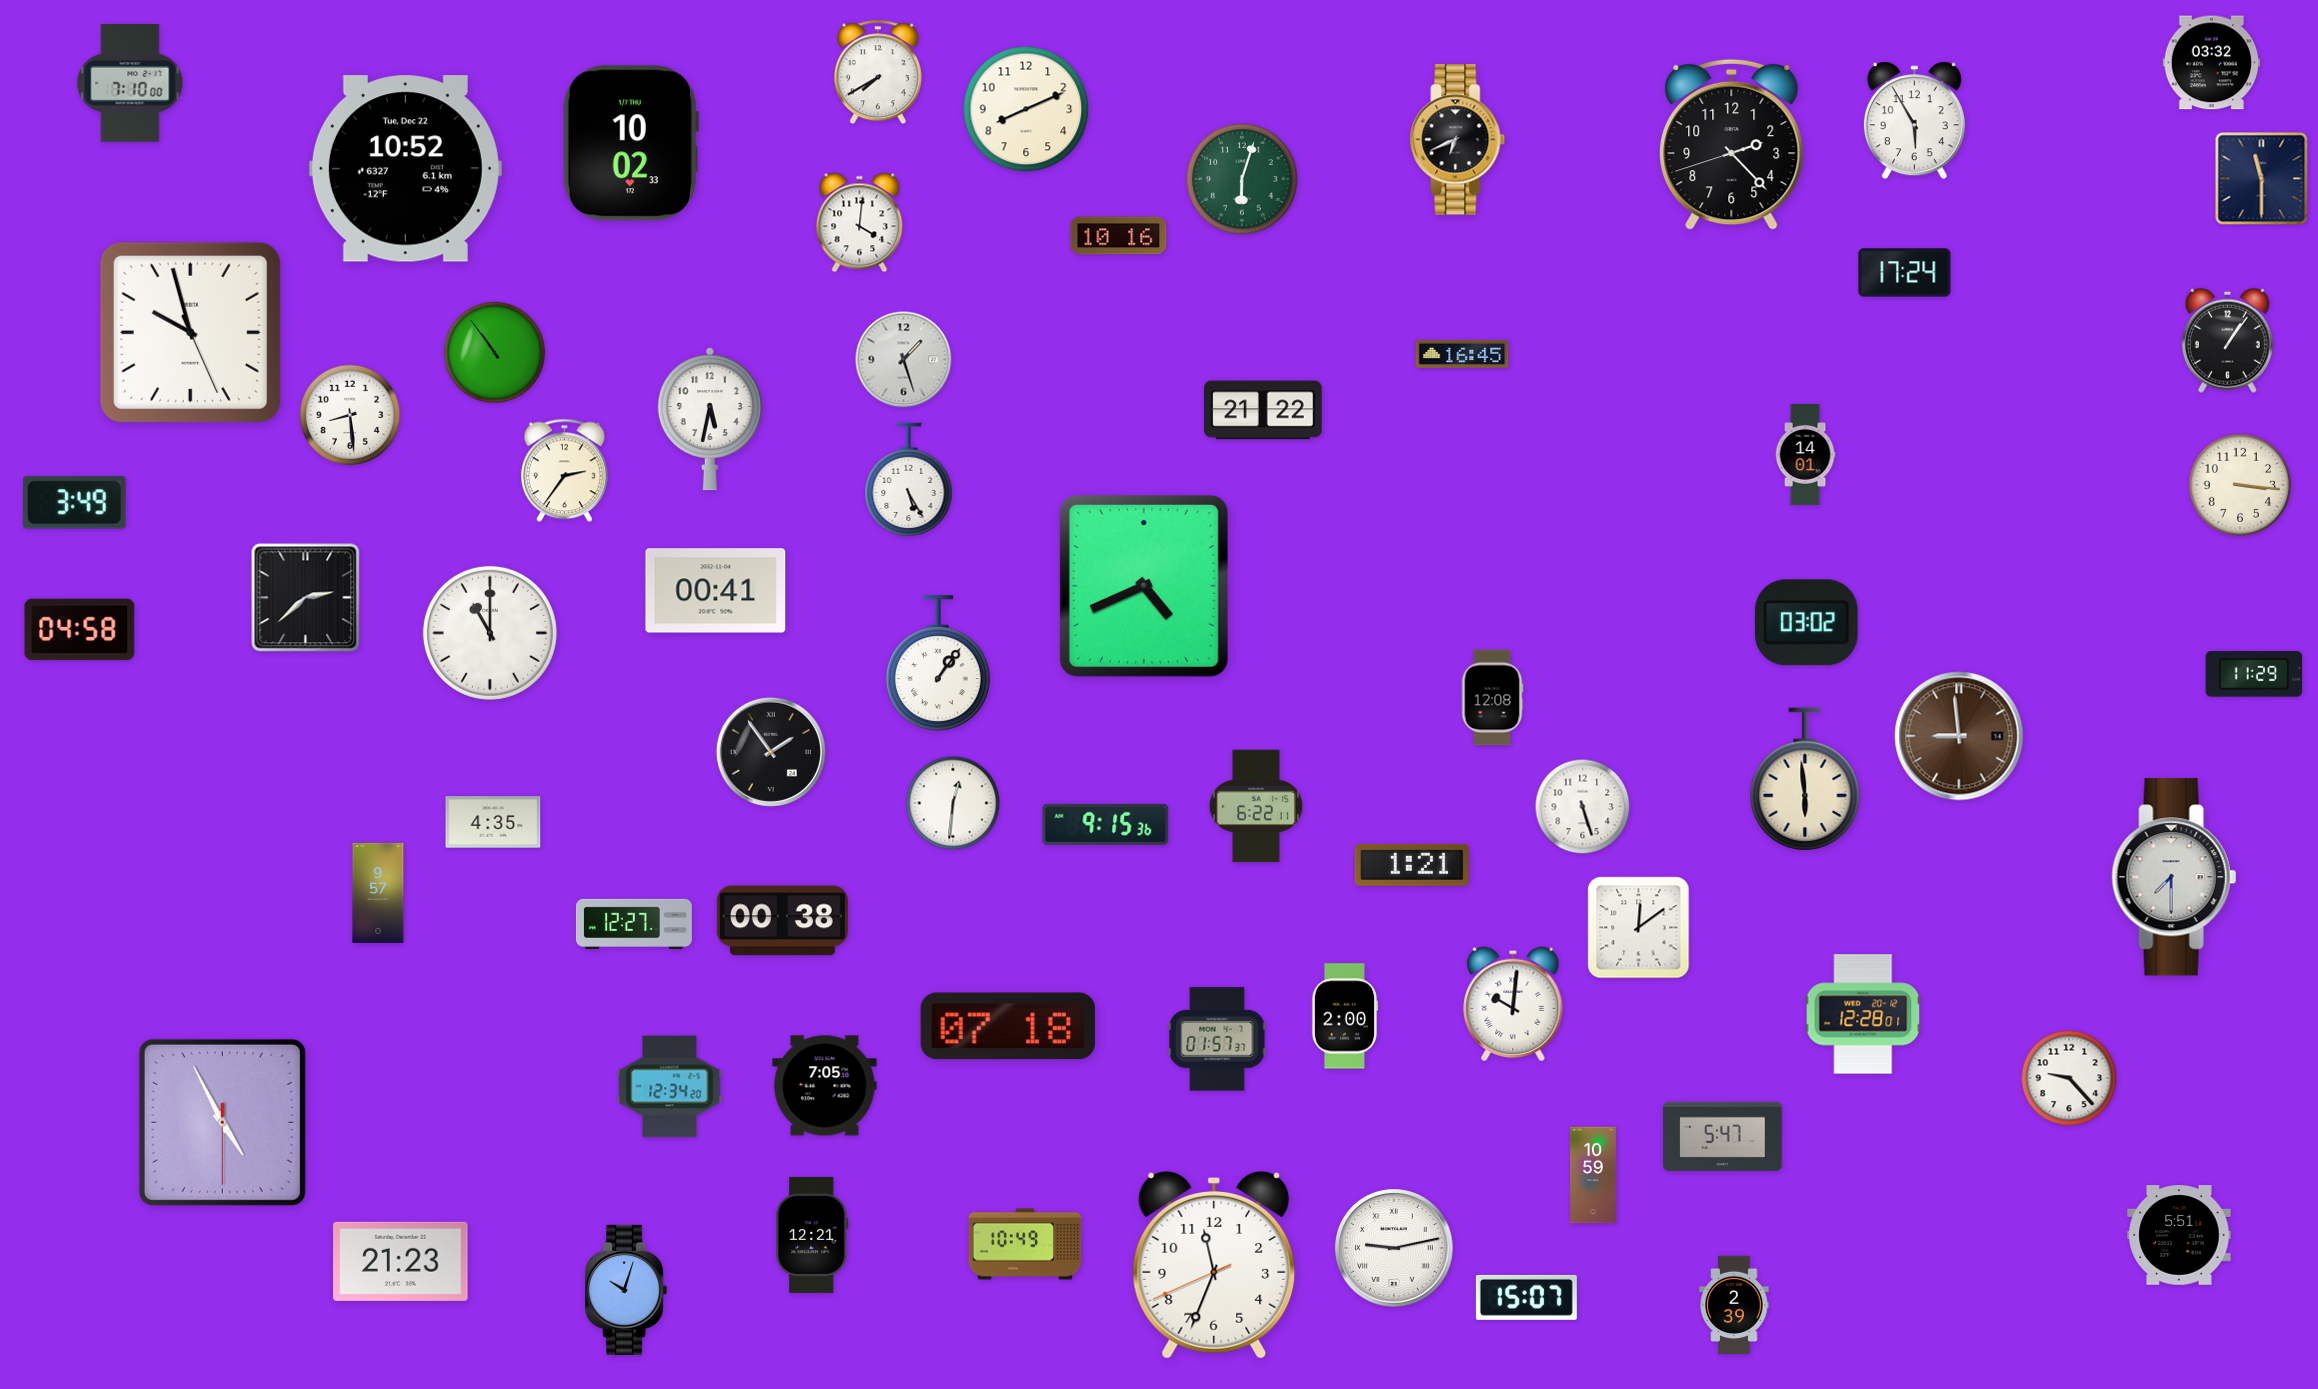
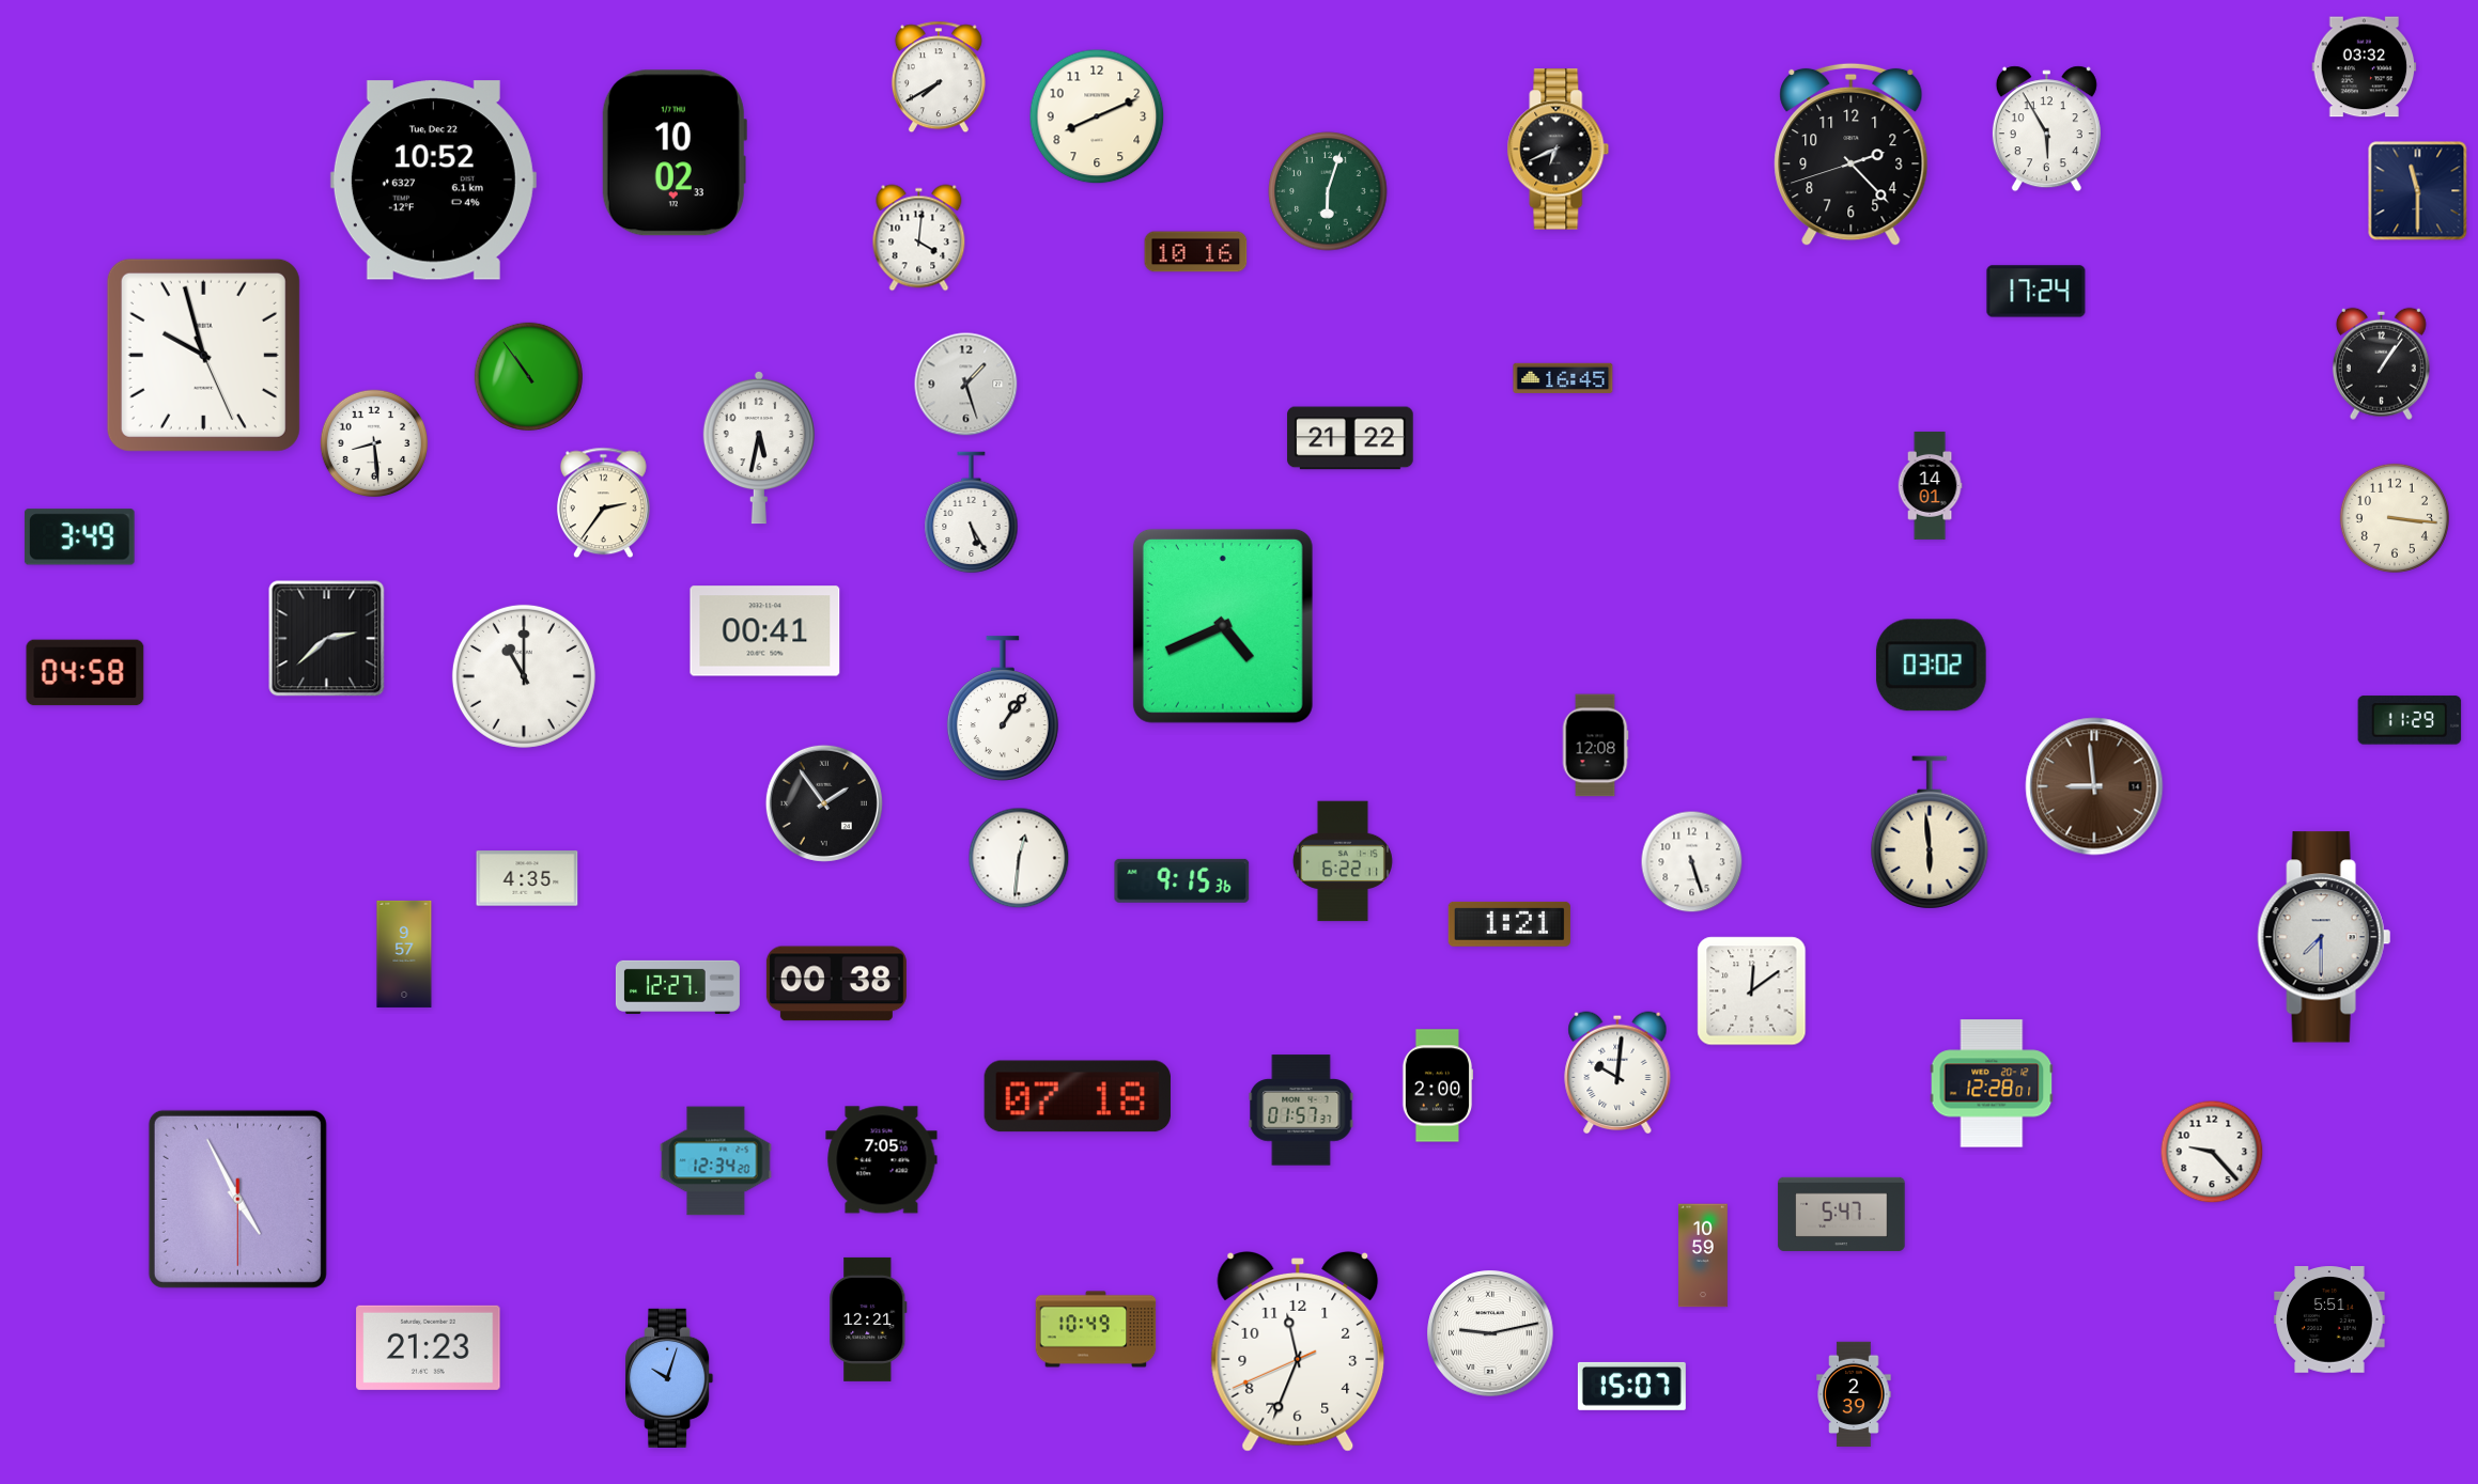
clock at (130, 83): 7:10 -> none
